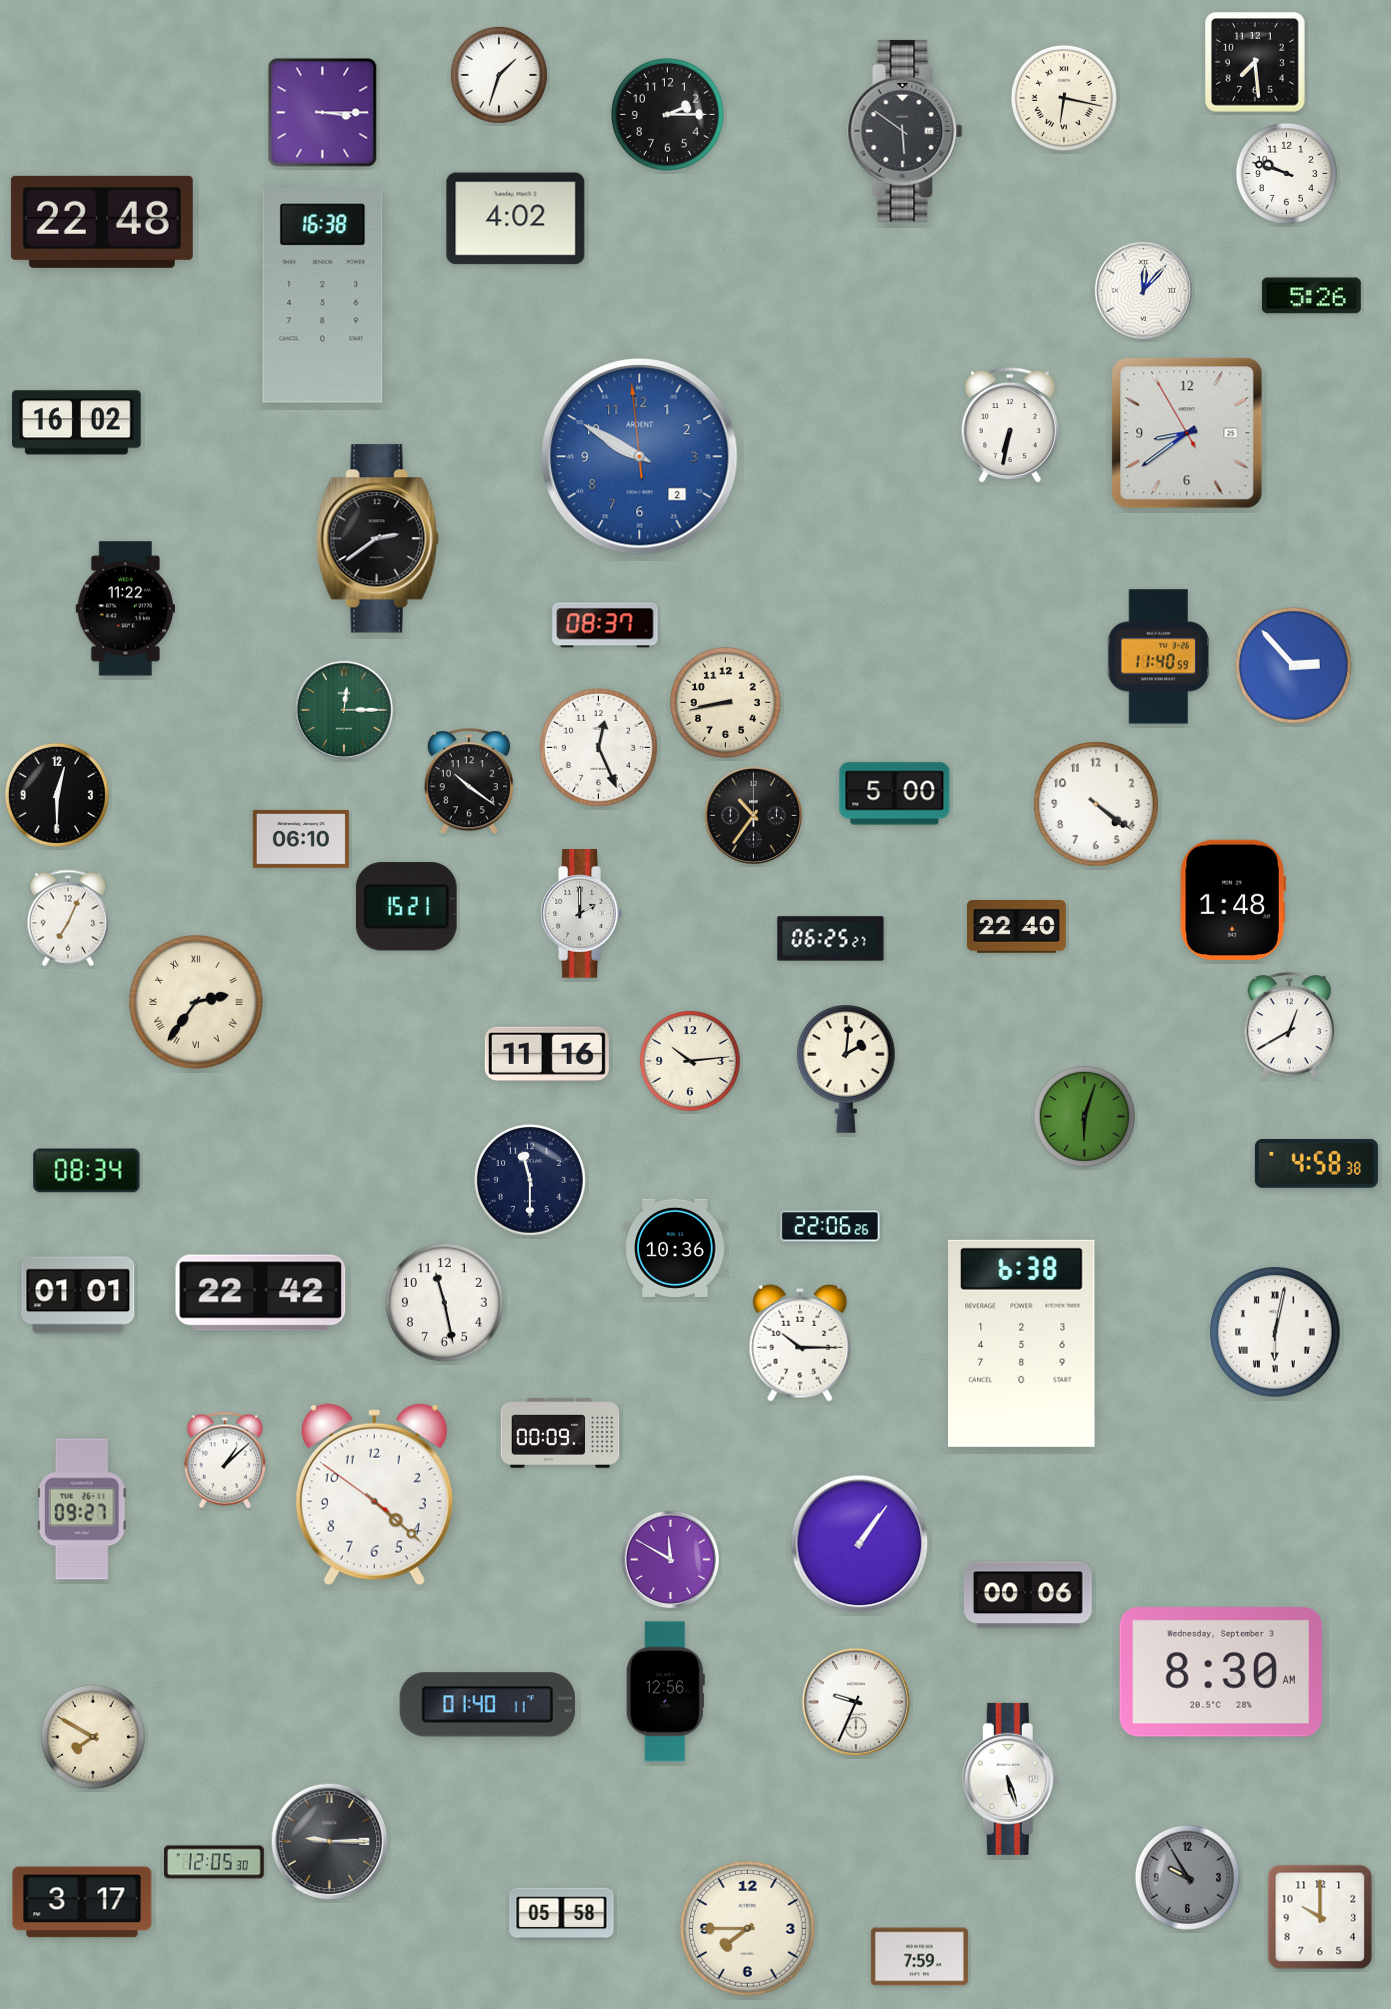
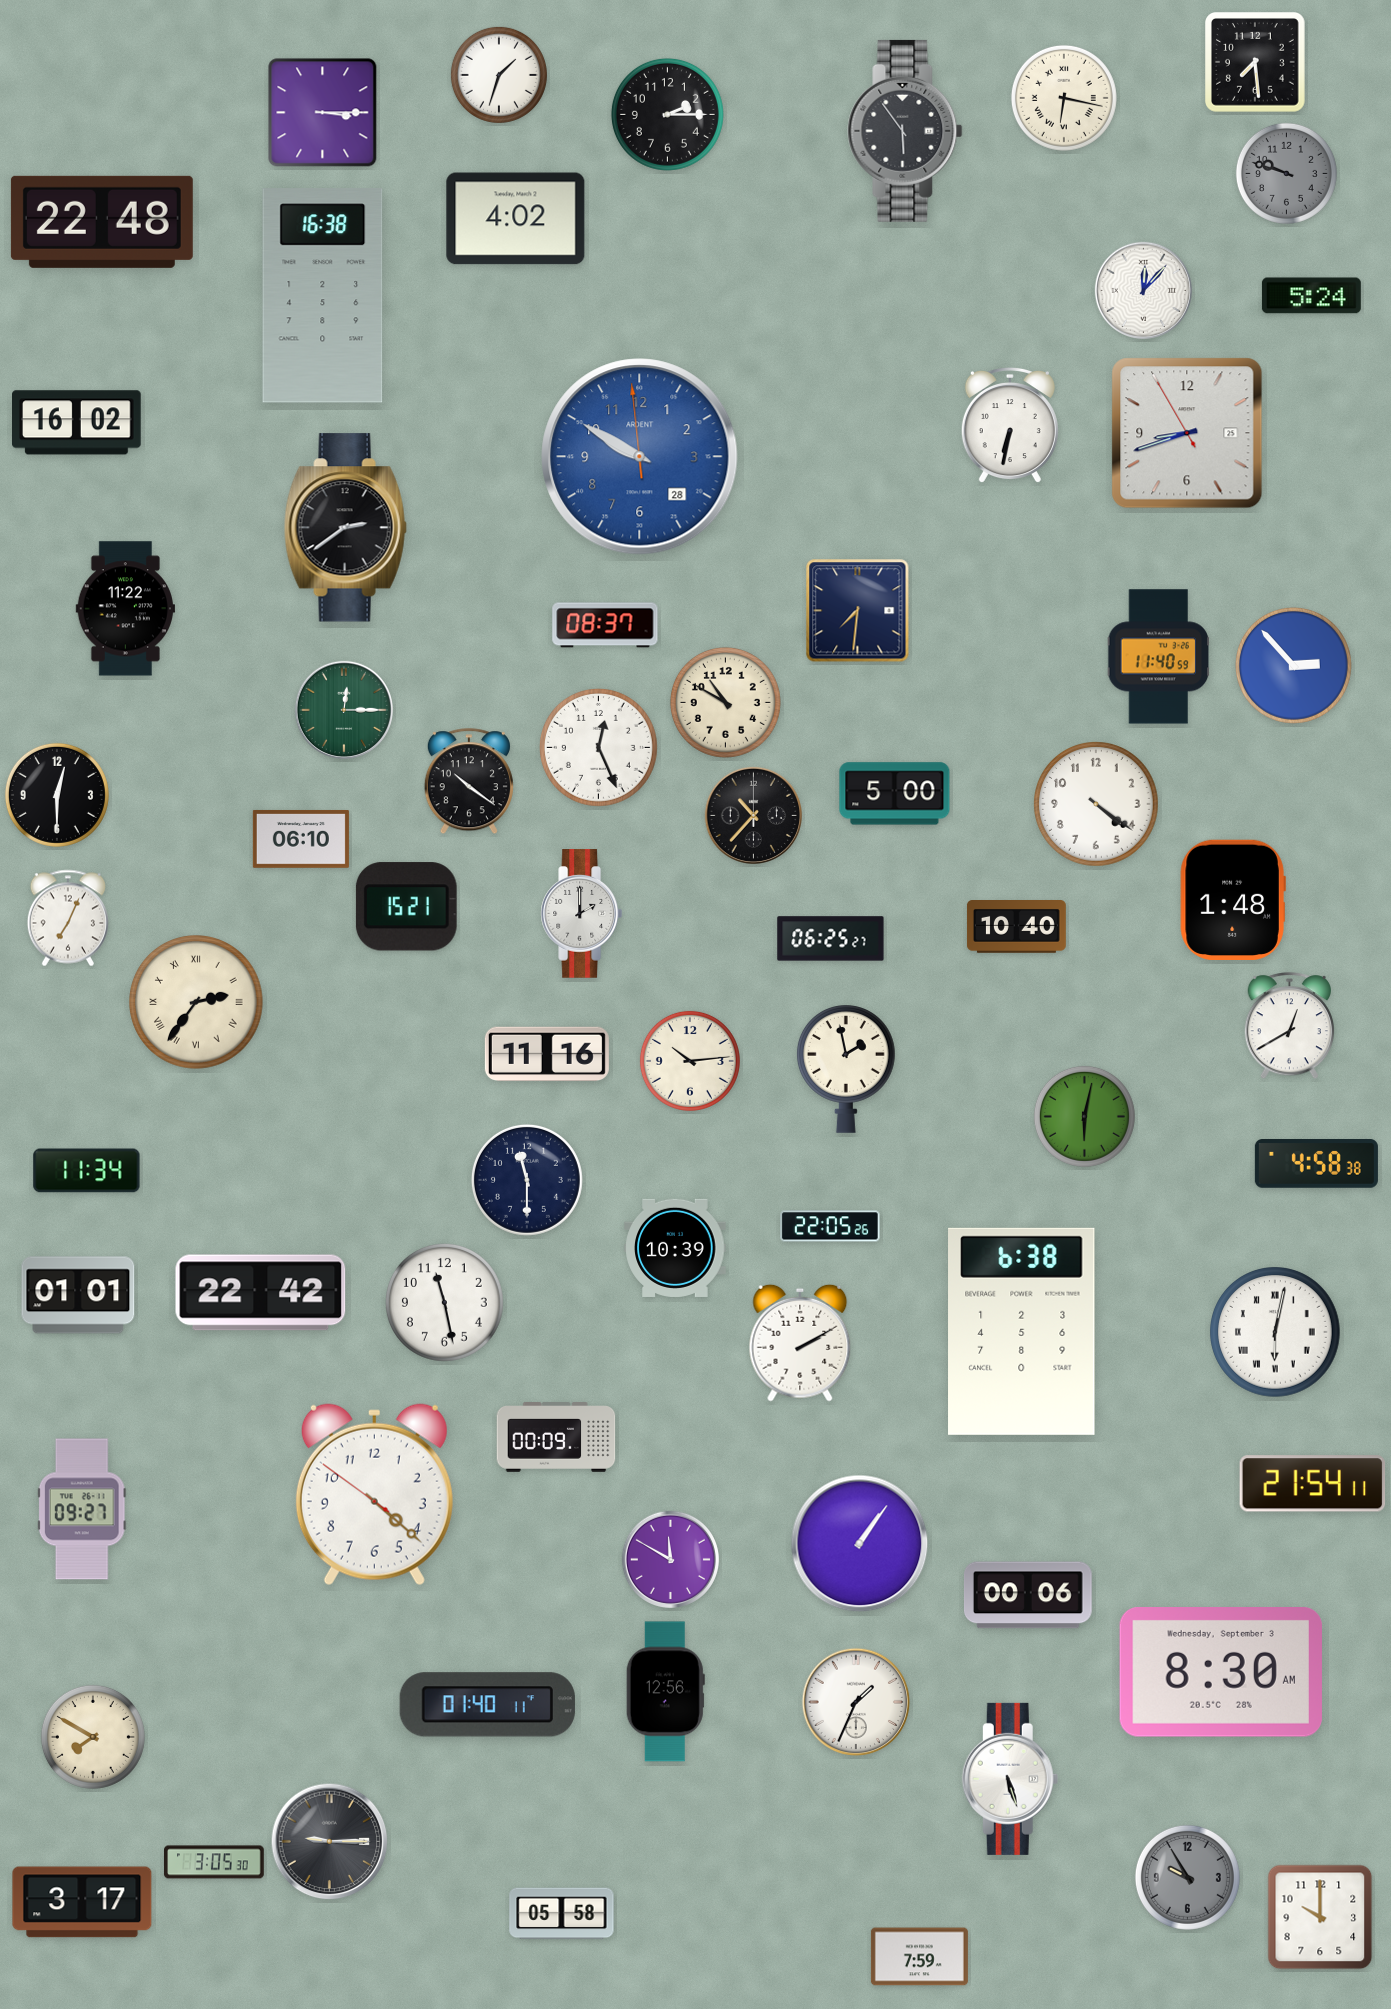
clock at (905, 131): 5:51 -> 5:54
clock at (1286, 173) dial: white -> grey
clock at (1311, 296): 5:26 -> 5:24
clock at (1187, 433): 8:38 -> 8:41
clock at (640, 457) date: 2 -> 28
clock at (377, 539) position: (377, 539) -> (345, 528)
clock at (858, 611): none -> 7:31
clock at (725, 702): 8:43 -> 10:50
clock at (753, 815): 10:36 -> 10:37
clock at (1016, 927): 22:40 -> 10:40
clock at (846, 1069): 2:01 -> 1:58
clock at (1084, 1116): 6:03 -> 6:02
clock at (87, 1171): 08:34 -> 11:34
clock at (530, 1180) position: (530, 1180) -> (527, 1180)
clock at (831, 1226): 22:06 -> 22:05
clock at (675, 1248): 10:36 -> 10:39
clock at (800, 1343): 10:15 -> 2:10
clock at (1022, 1343) position: (1022, 1343) -> (1022, 1331)
clock at (560, 1434) position: (560, 1434) -> (556, 1438)
clock at (224, 1460): 1:08 -> none
clock at (1313, 1484): none -> 21:54
clock at (856, 1702): 9:34 -> 1:34
clock at (215, 1862): 12:05 -> 3:05
clock at (748, 1929): 7:45 -> none
